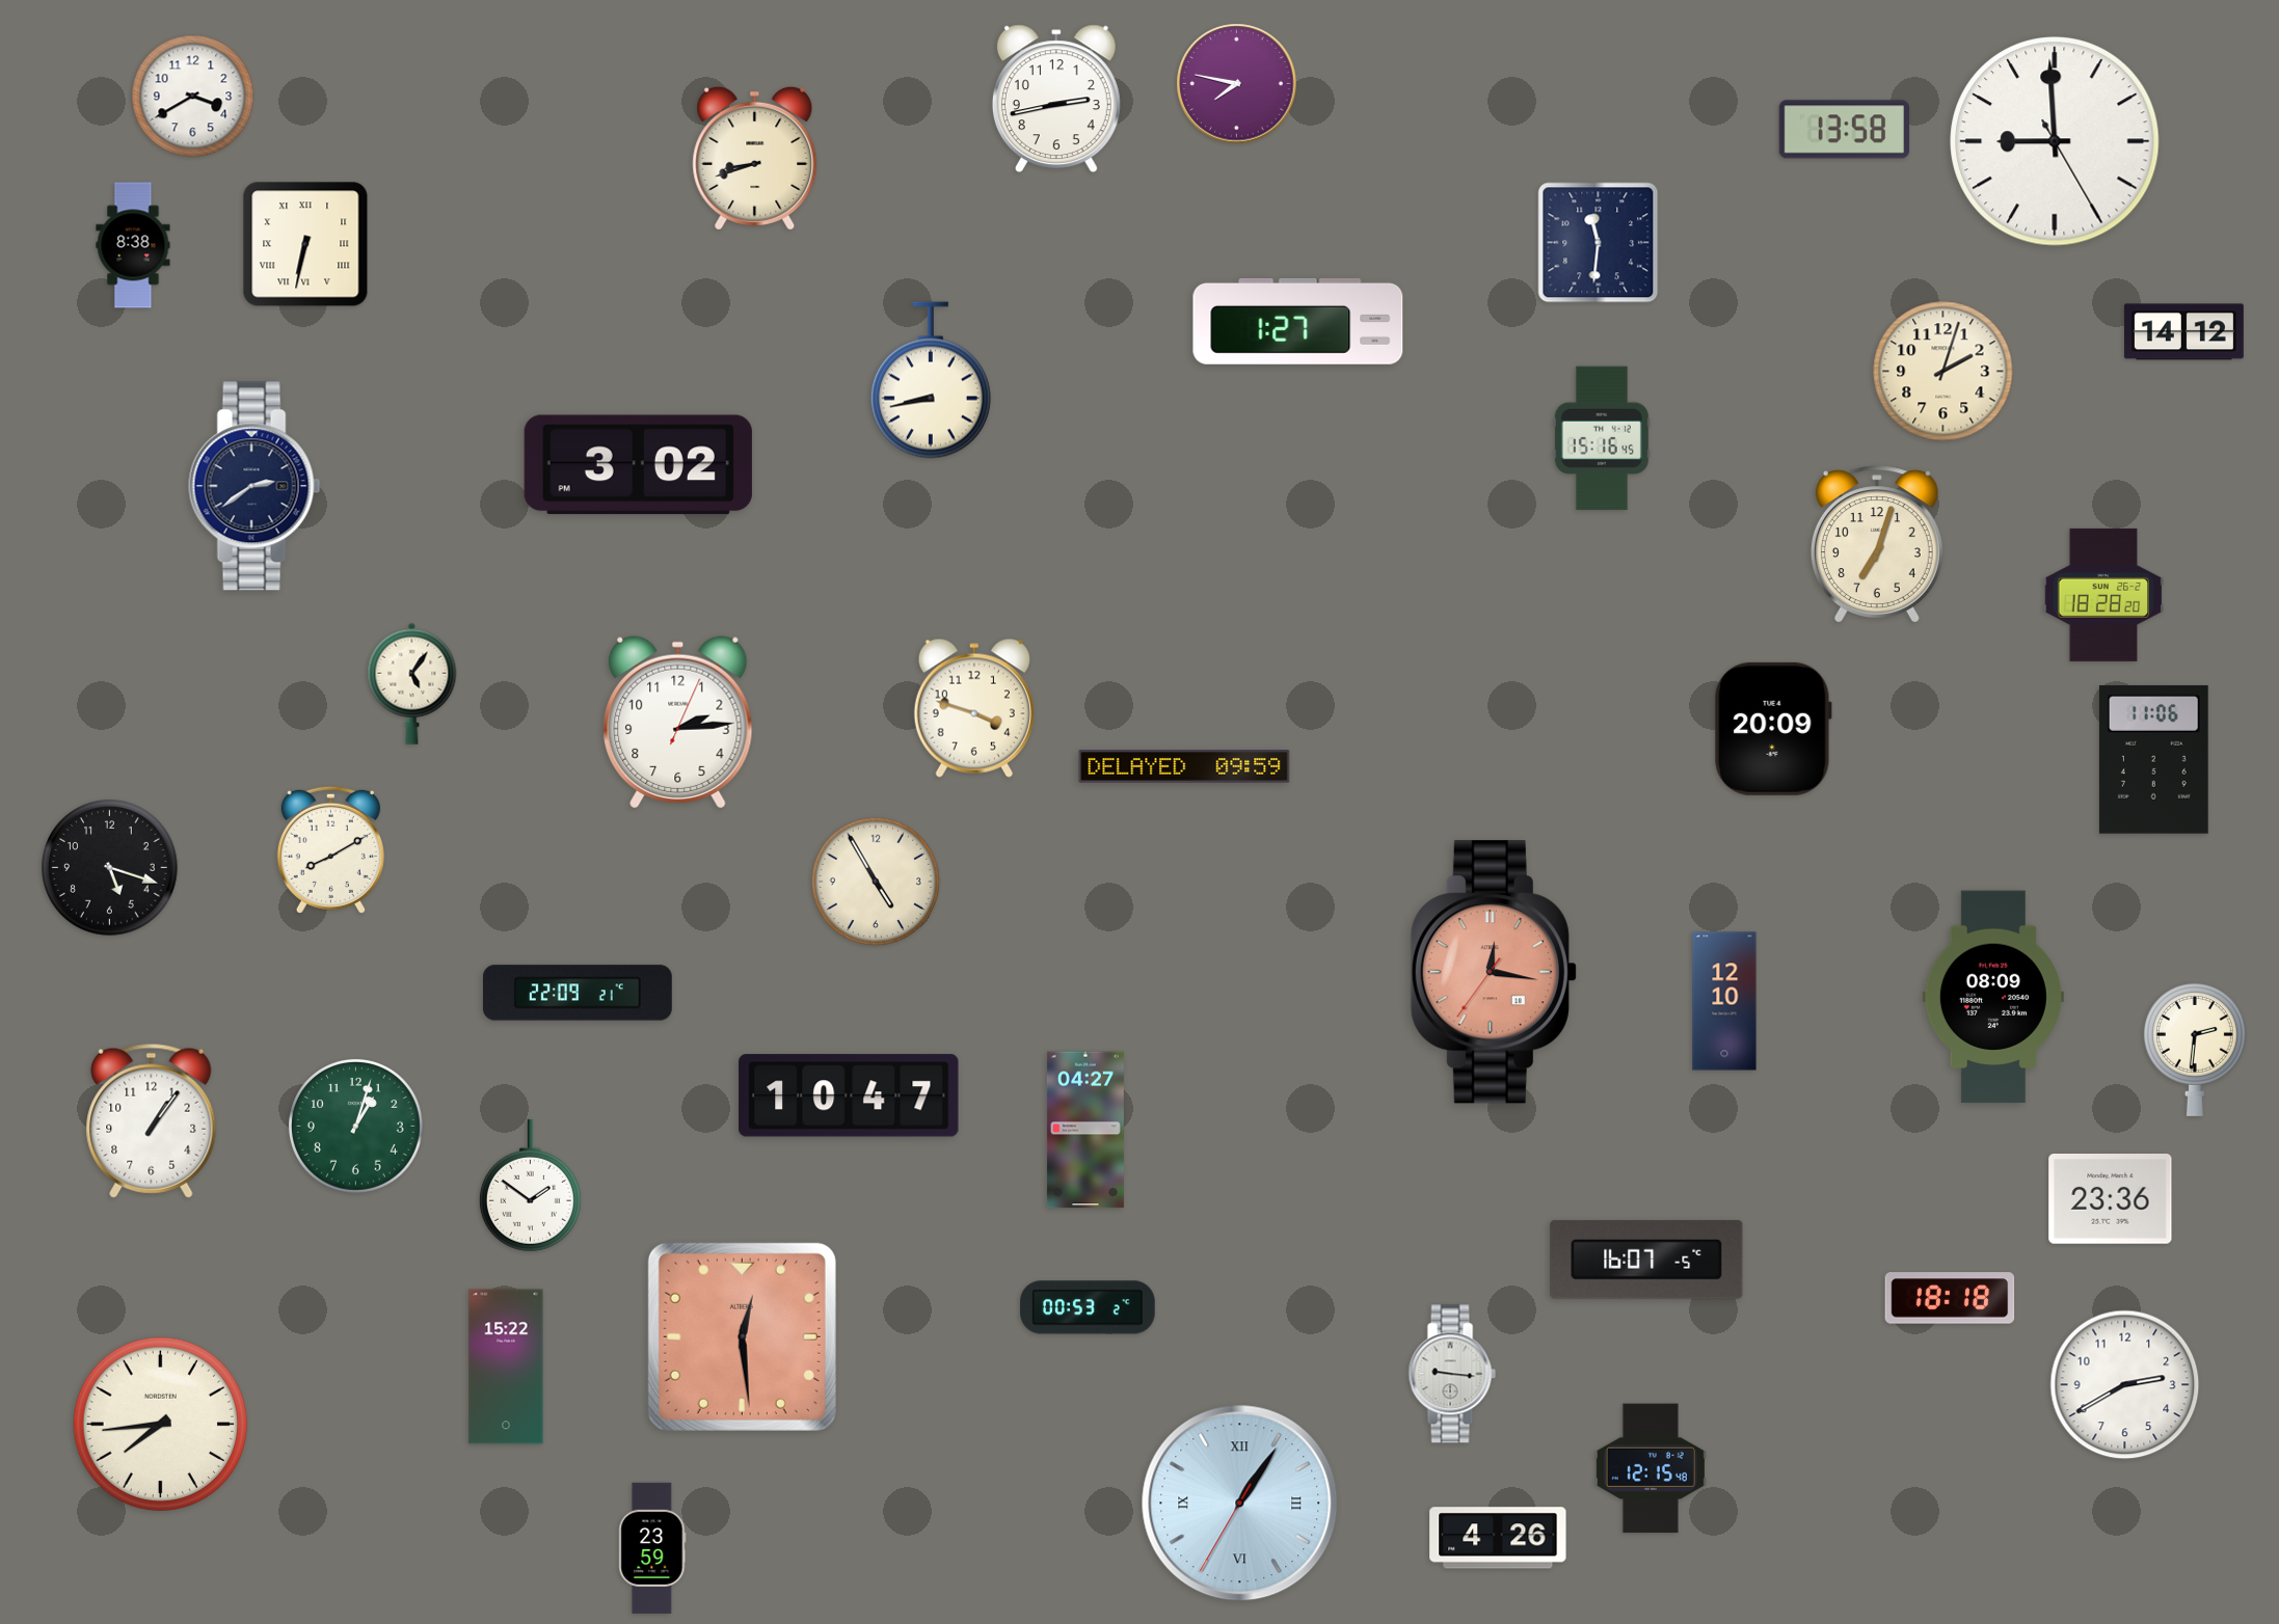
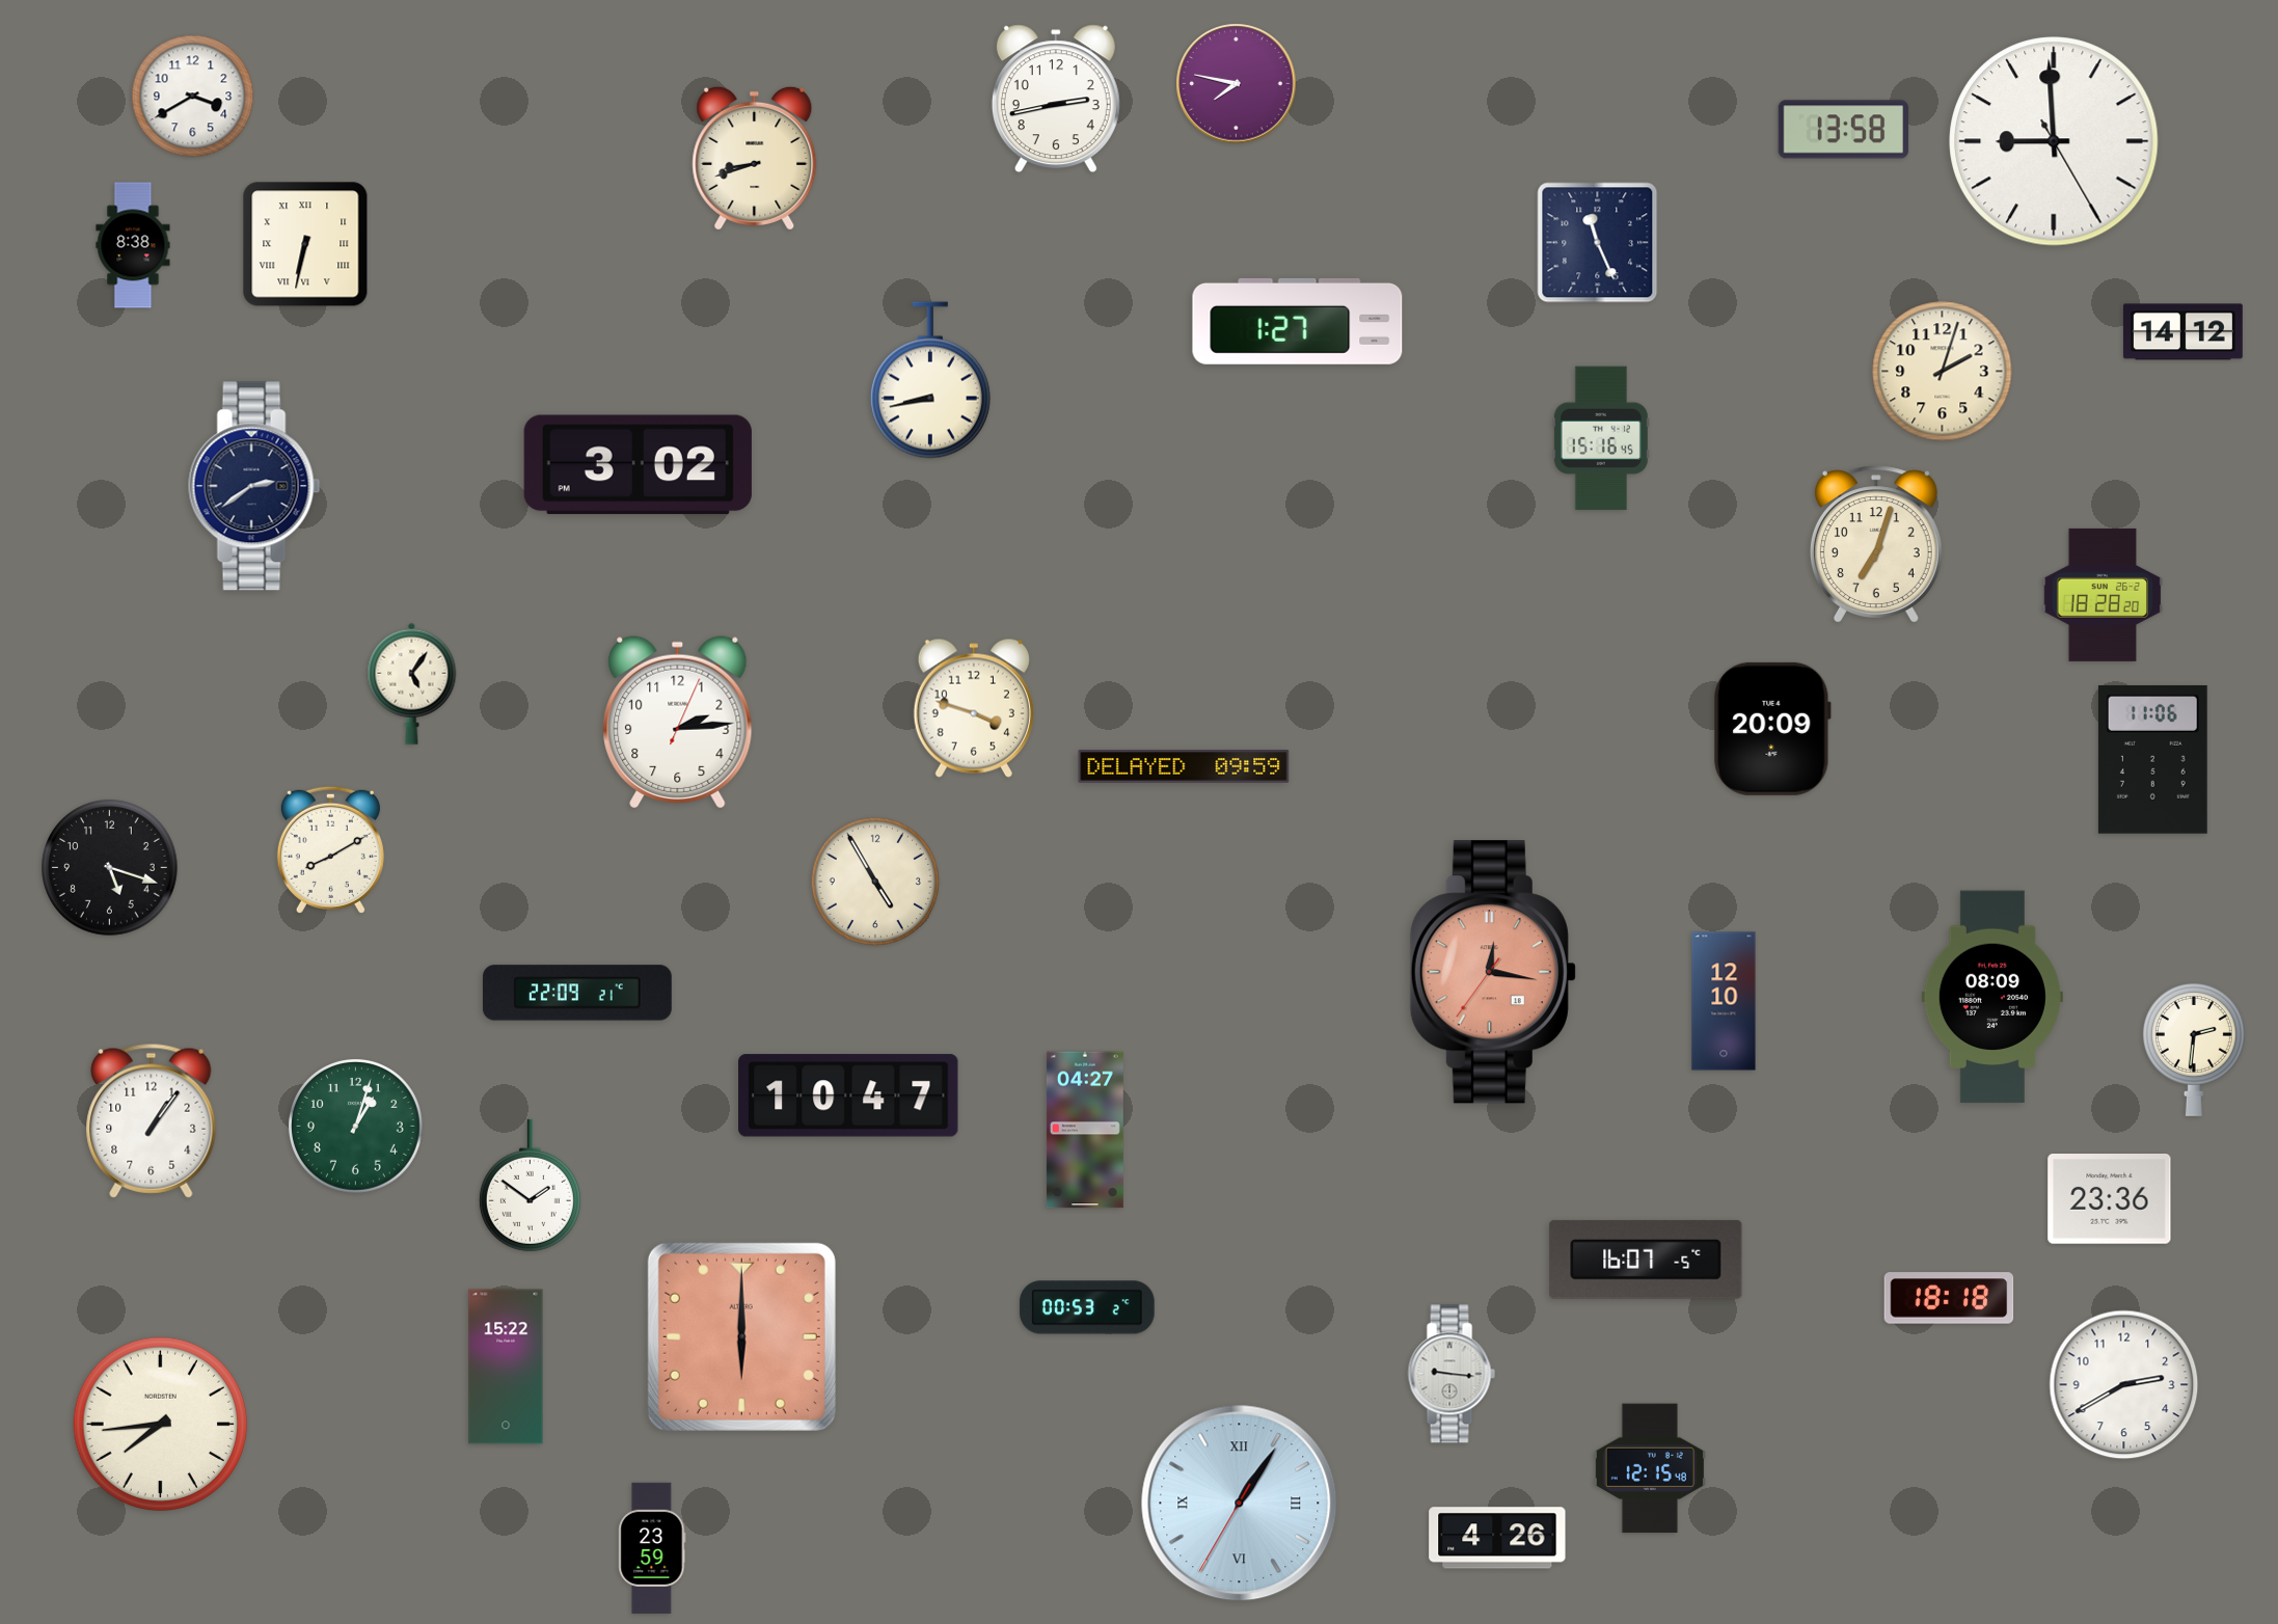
clock at (1599, 243): 11:31 -> 11:26
clock at (742, 1336): 12:29 -> 6:00
